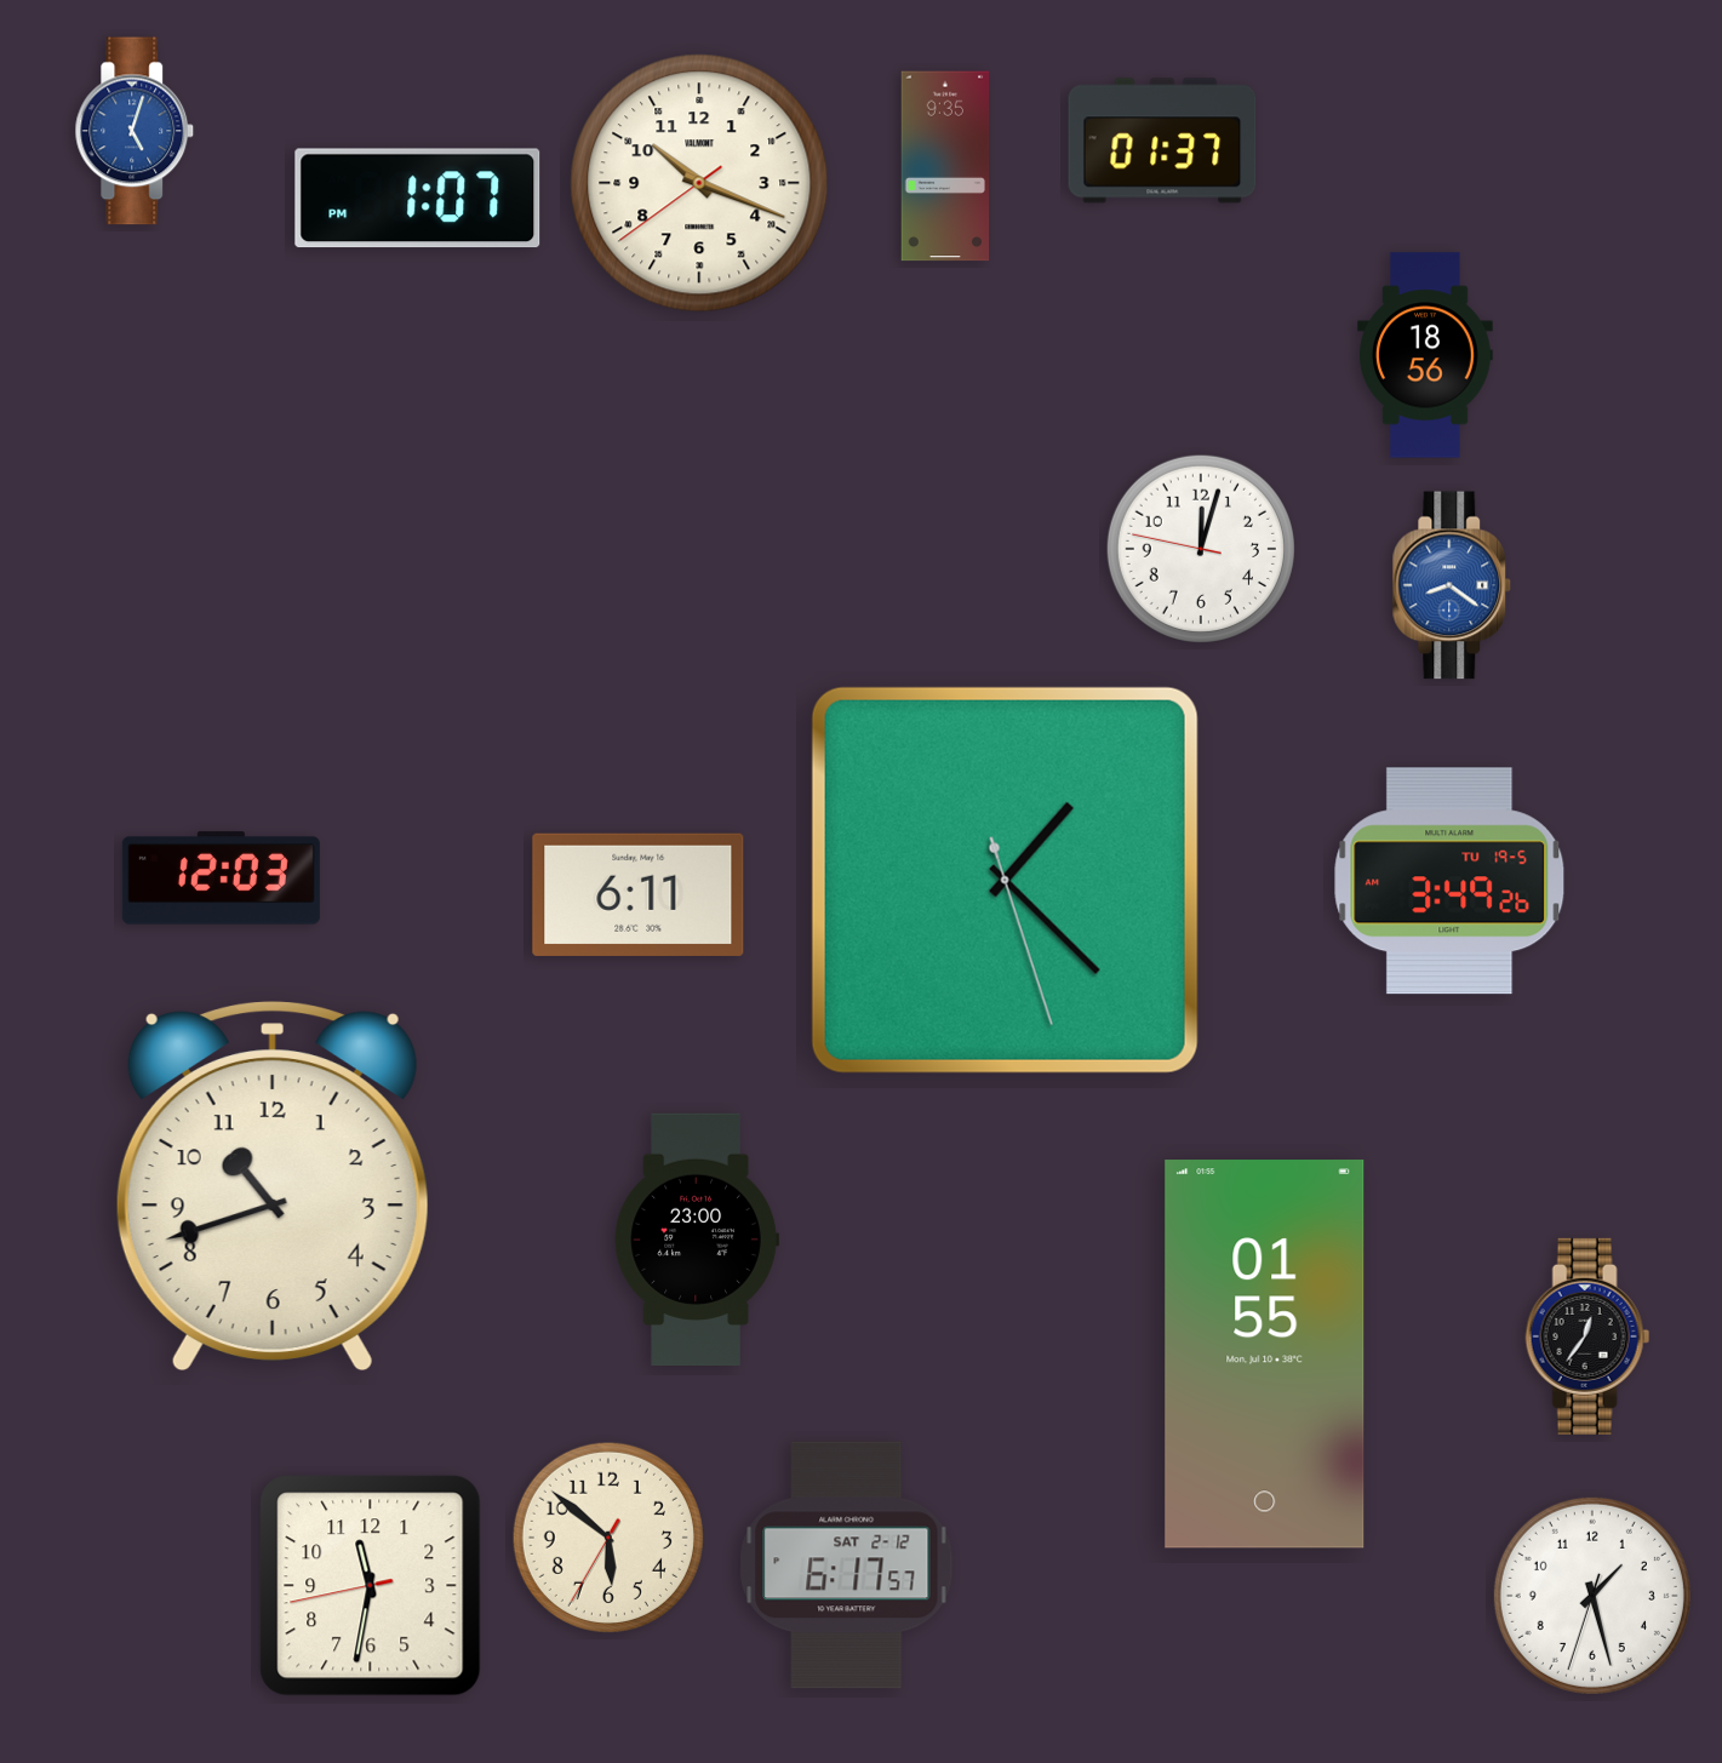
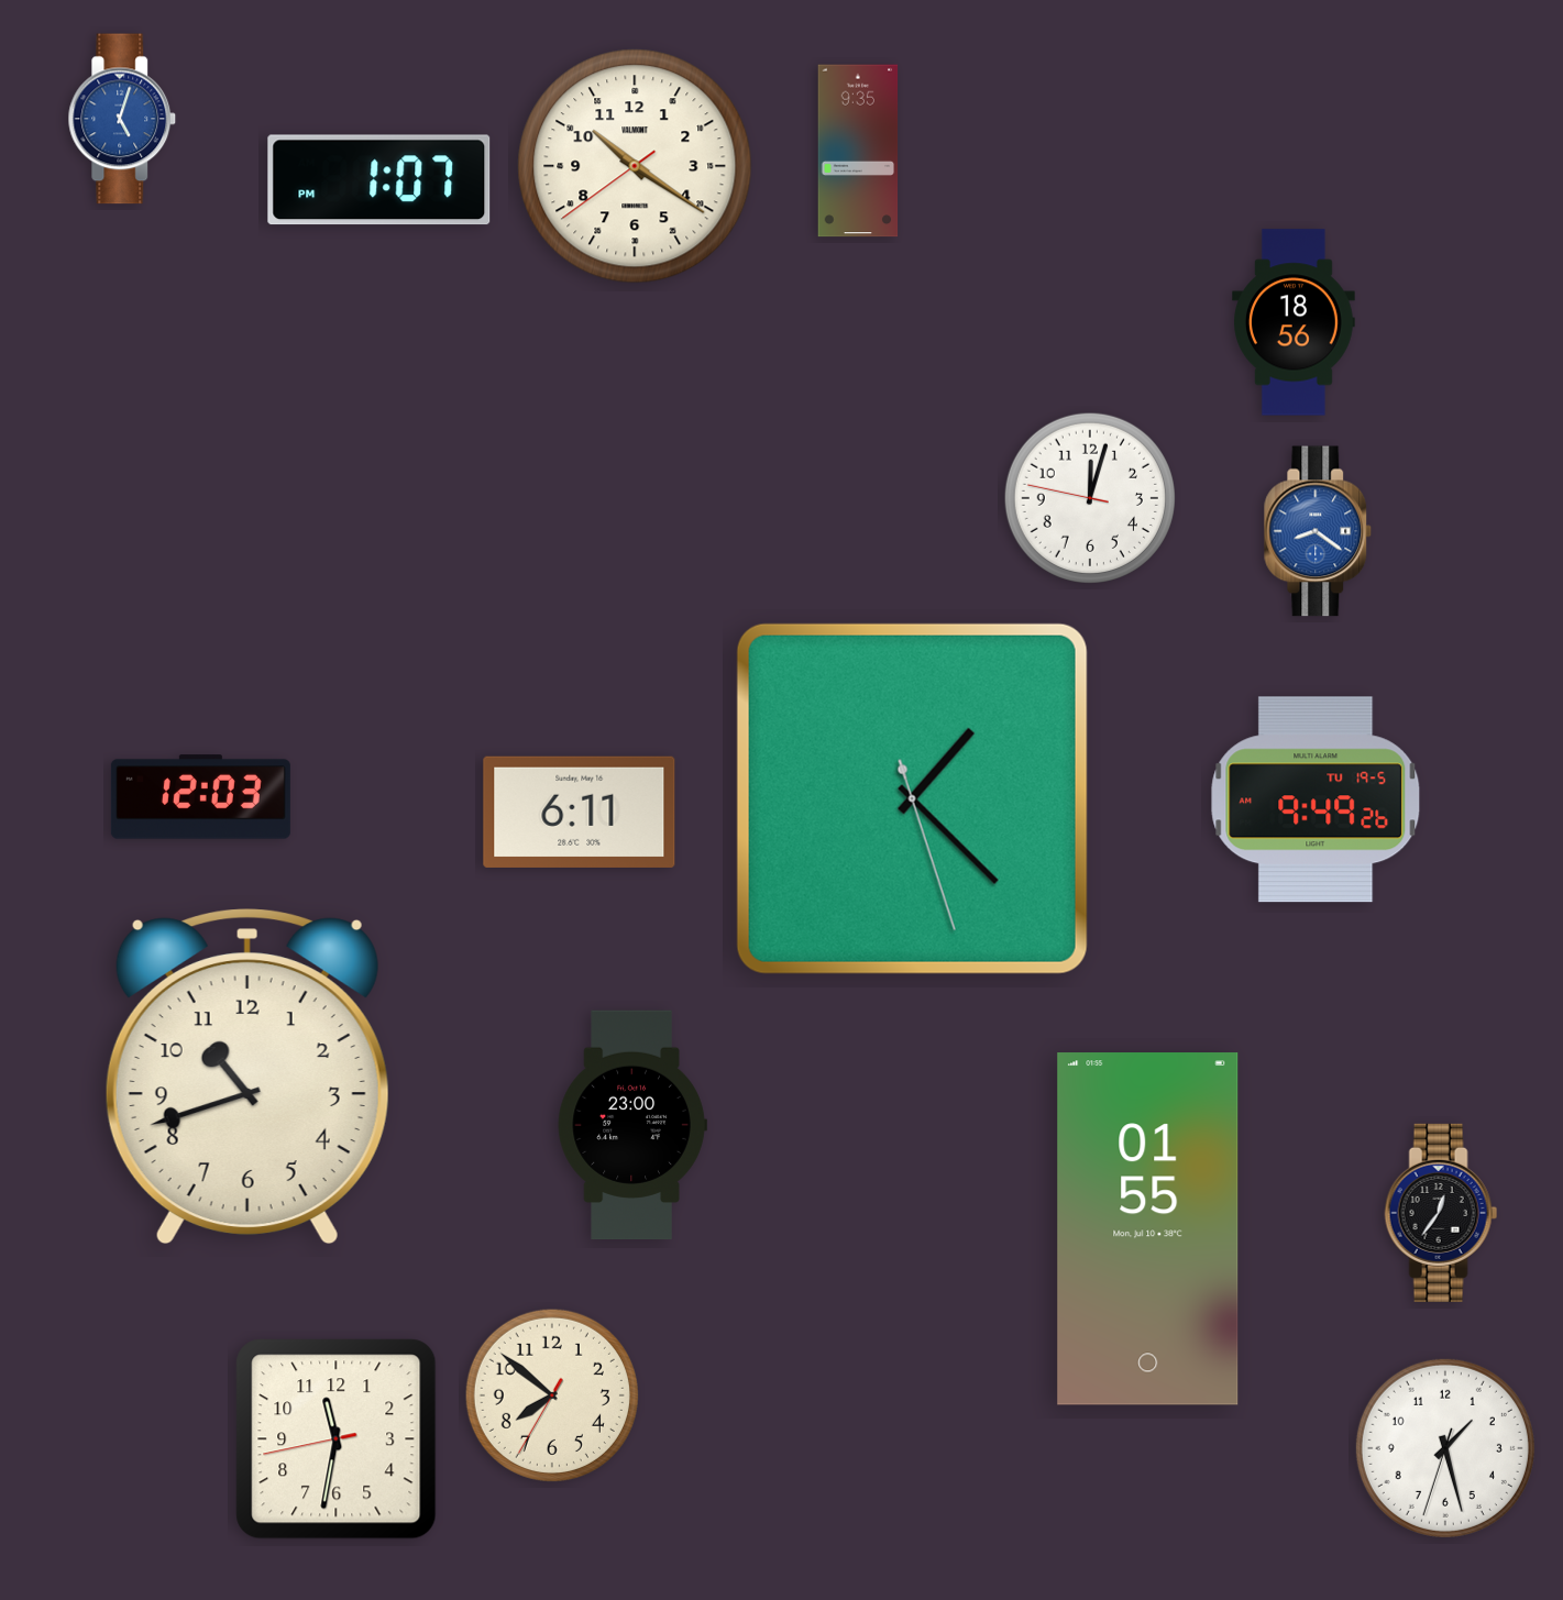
clock at (1162, 141): 01:37 -> none
clock at (699, 183): 10:18 -> 10:20
clock at (1449, 881): 3:49 -> 9:49
clock at (608, 1538): 5:51 -> 7:51
clock at (847, 1565): 6:17 -> none
